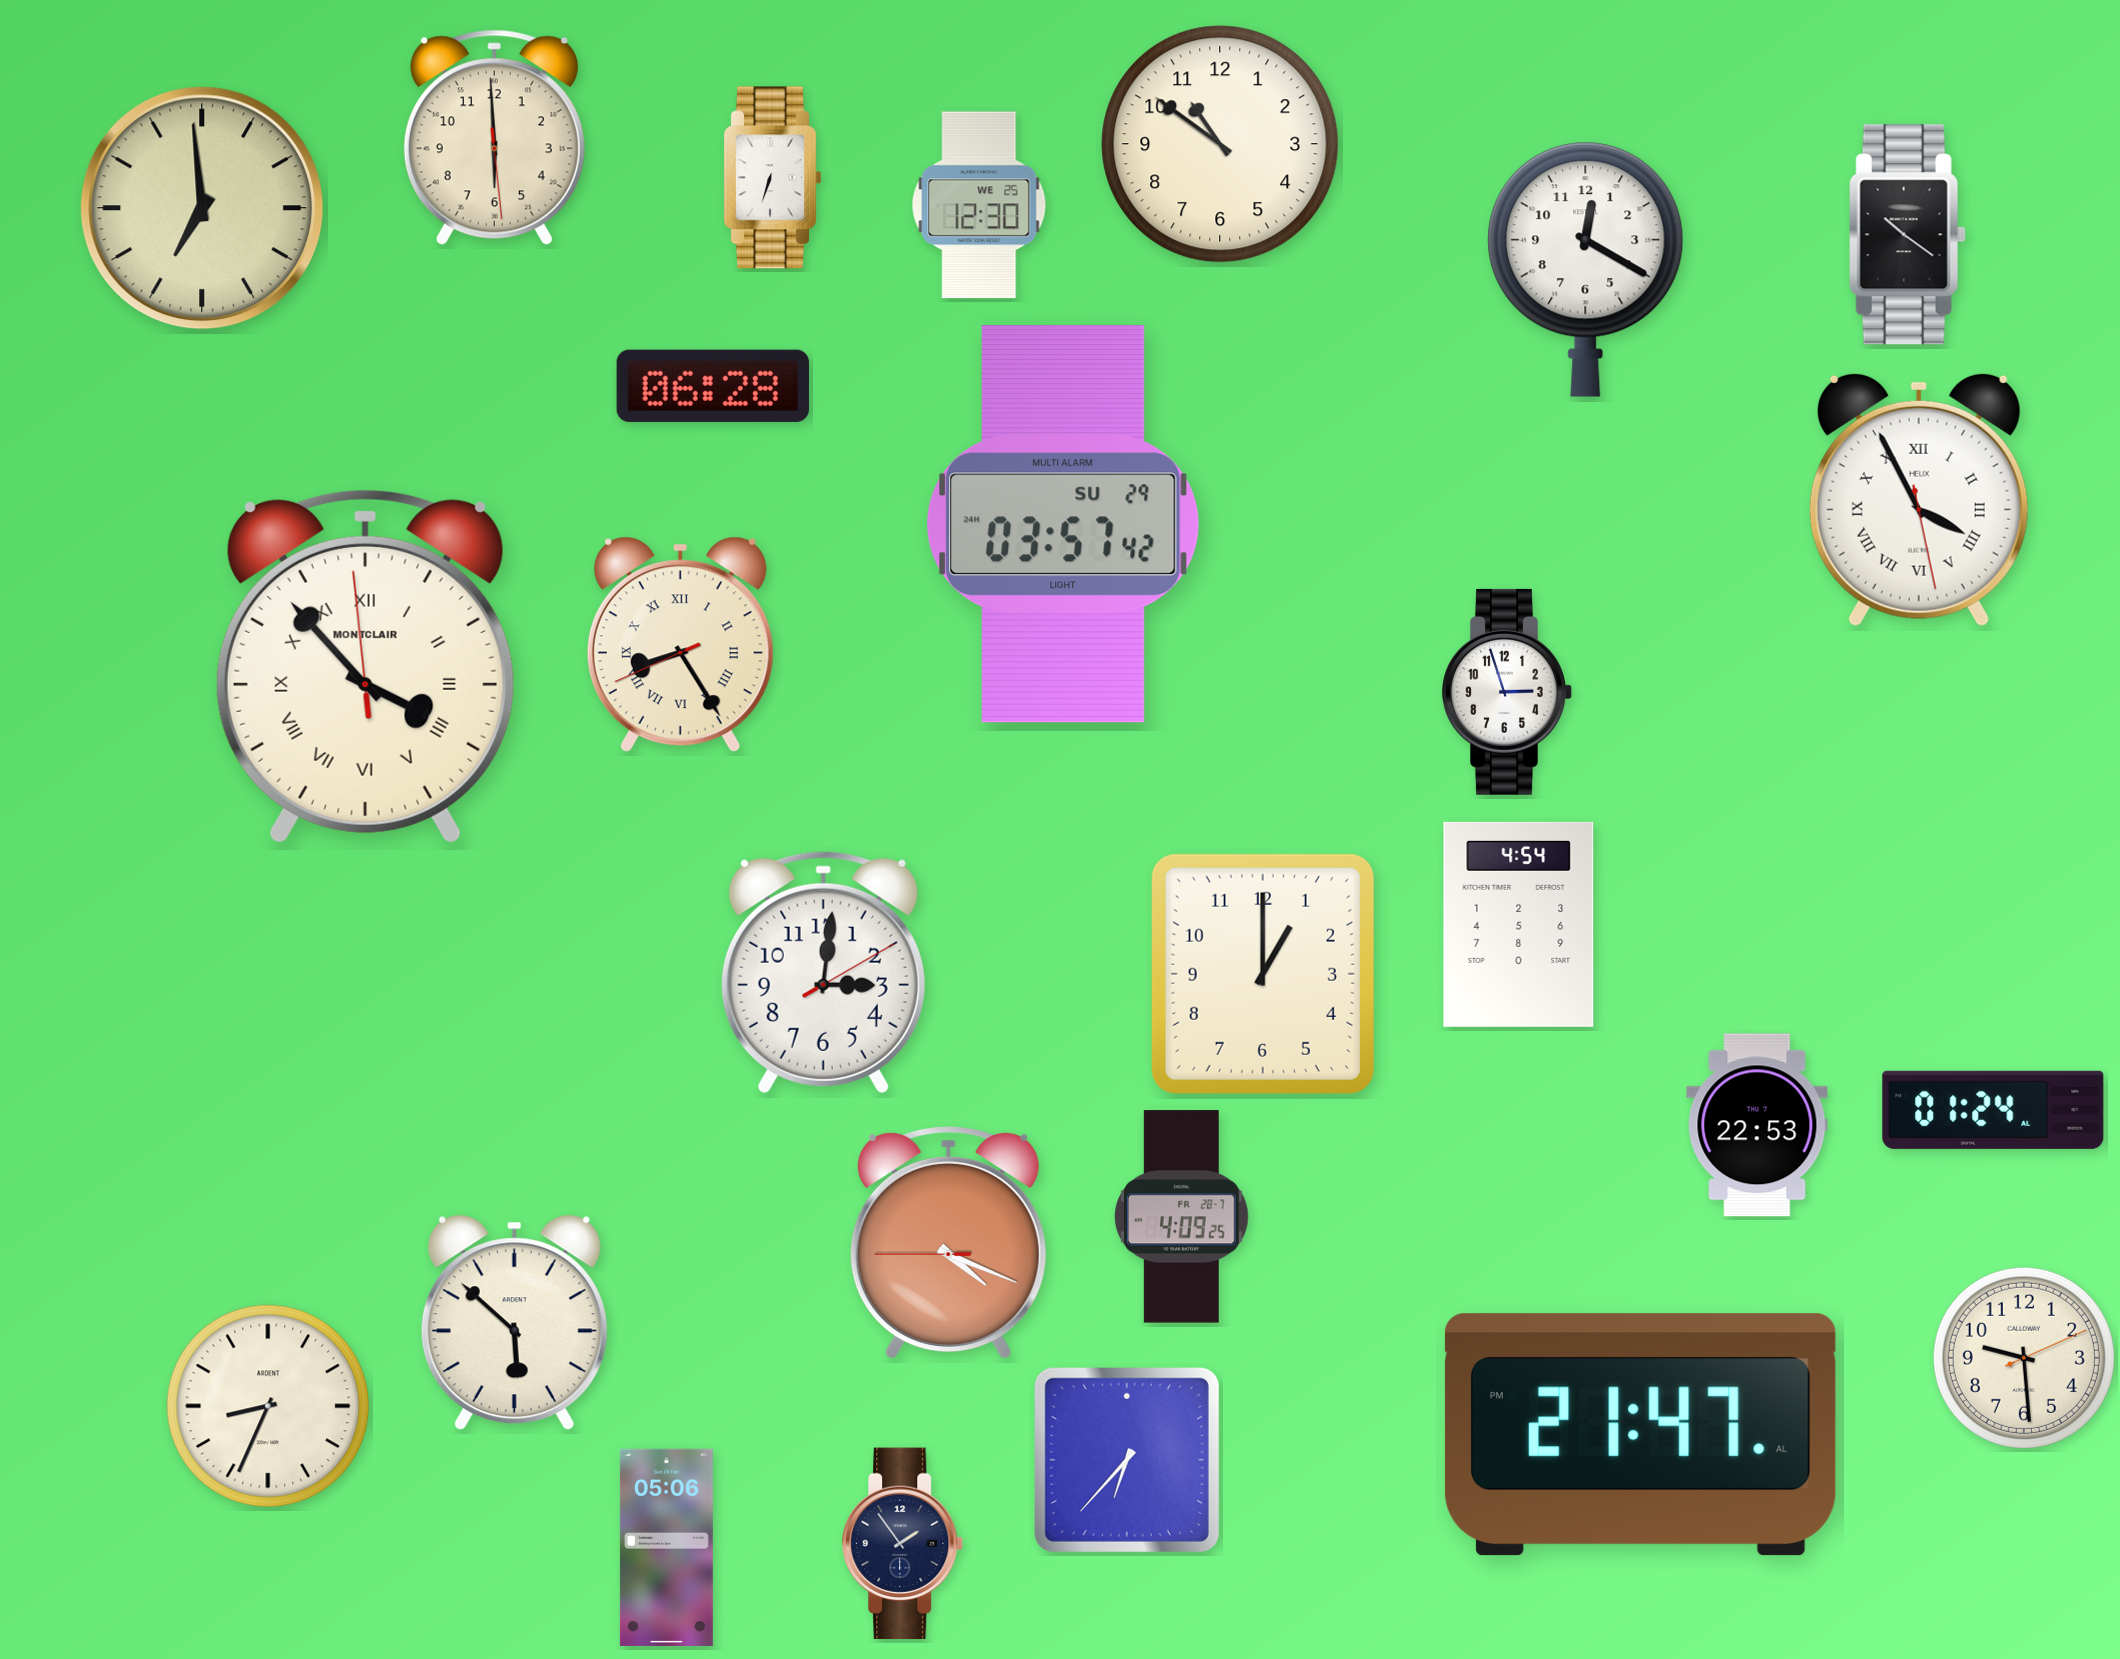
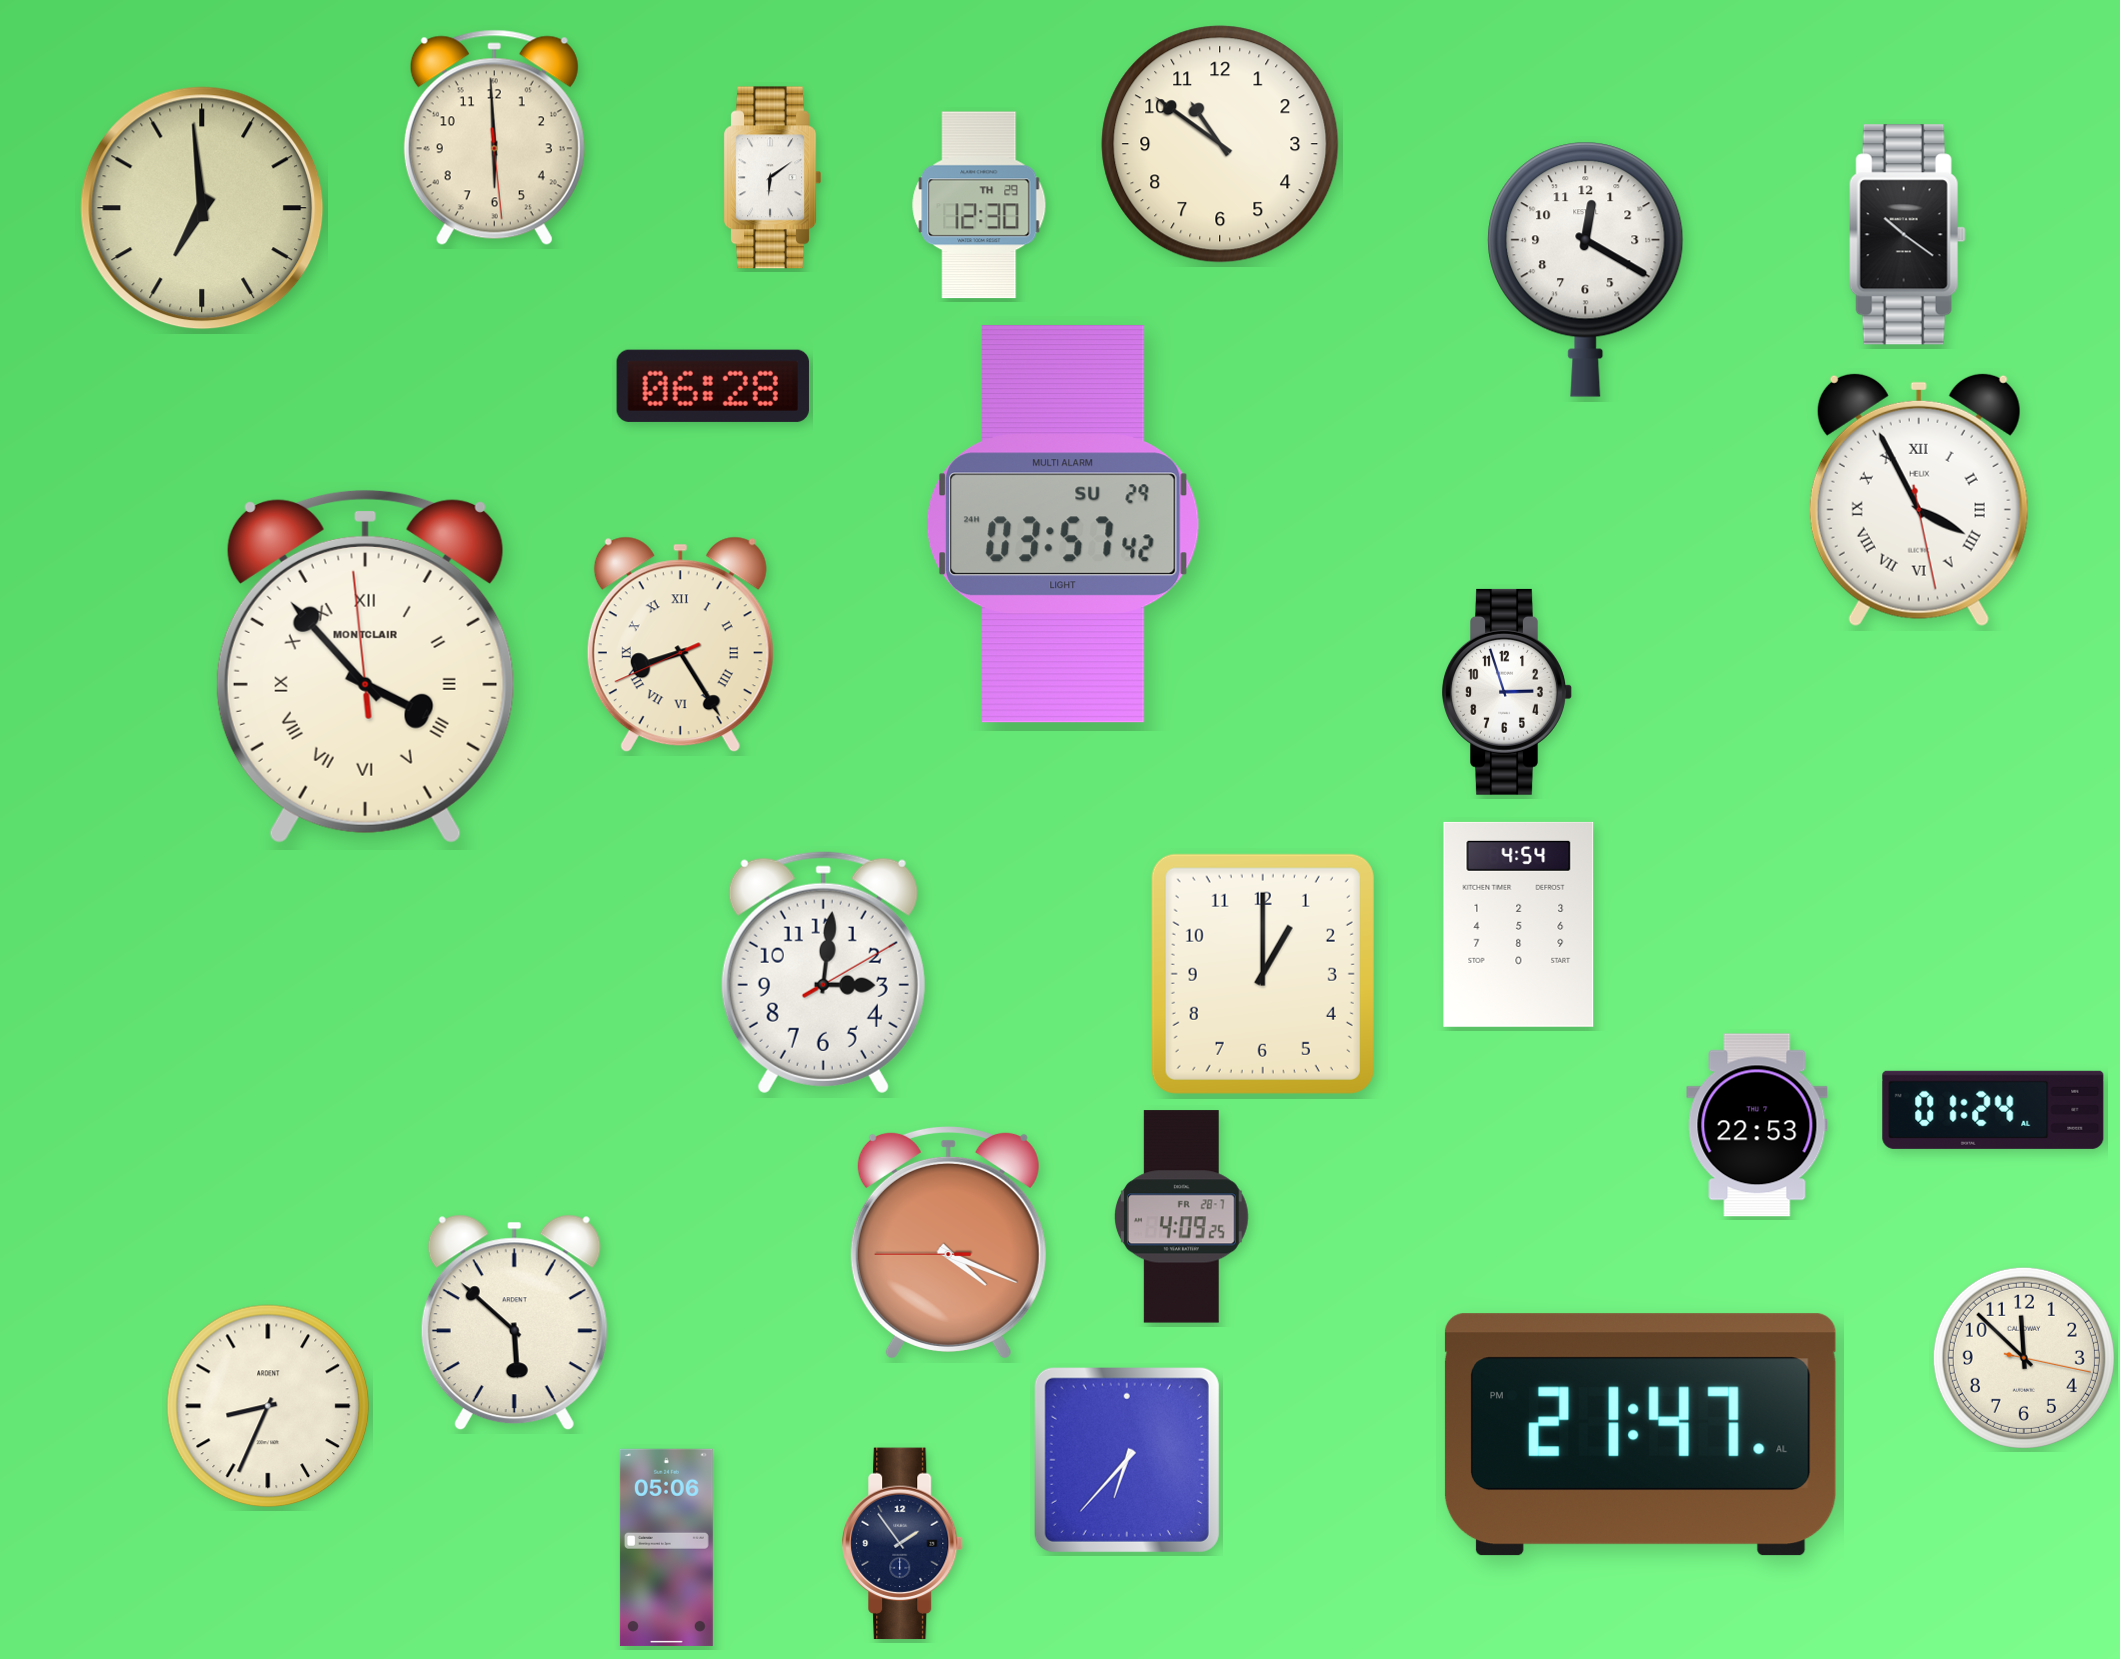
clock at (772, 178): 6:33 -> 6:09
clock at (979, 205) date: WE 25 -> TH 29
clock at (2024, 1358): 9:29 -> 11:52
